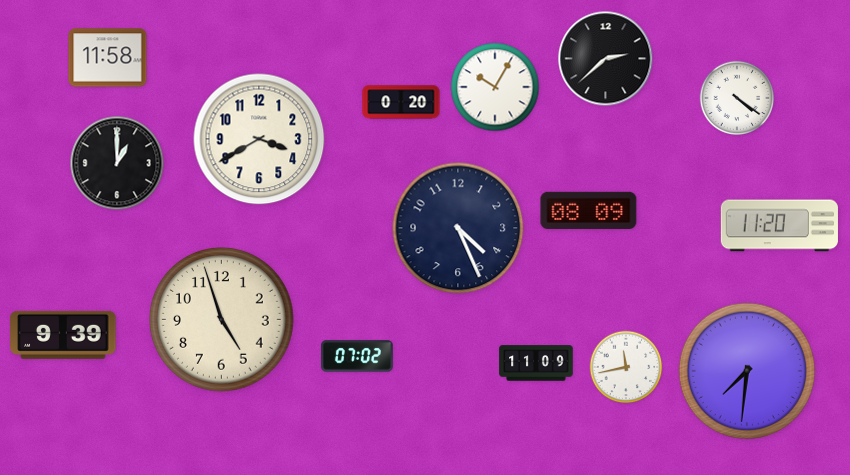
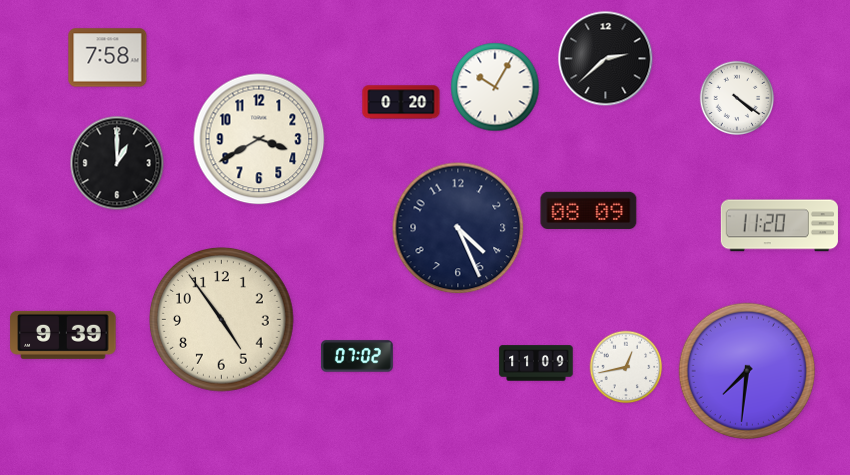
clock at (108, 58): 11:58 -> 7:58
clock at (222, 320): 4:57 -> 4:54
clock at (626, 367): 11:43 -> 12:43
